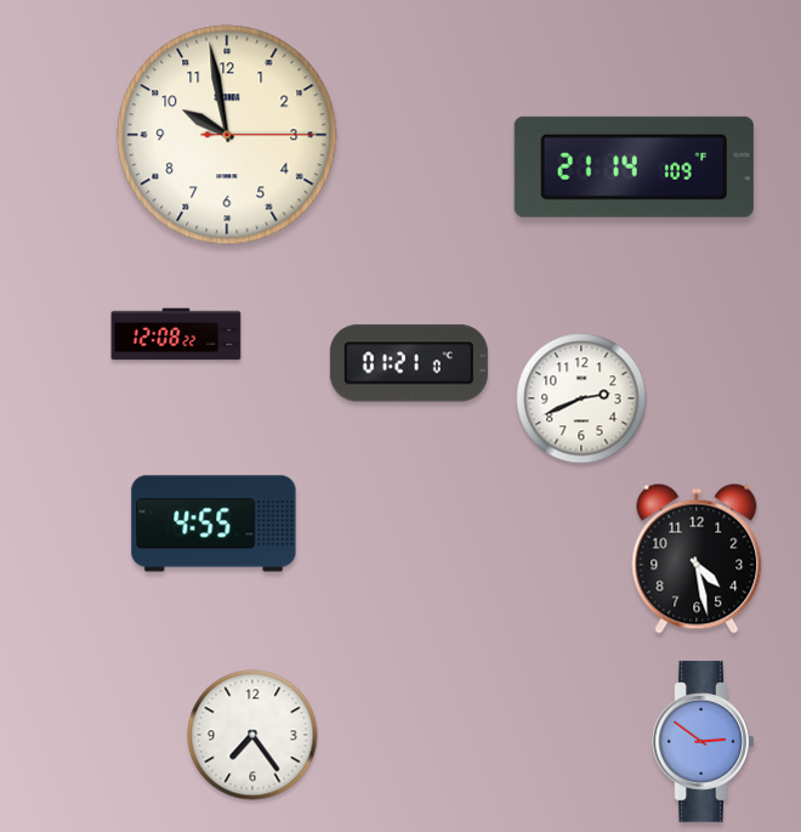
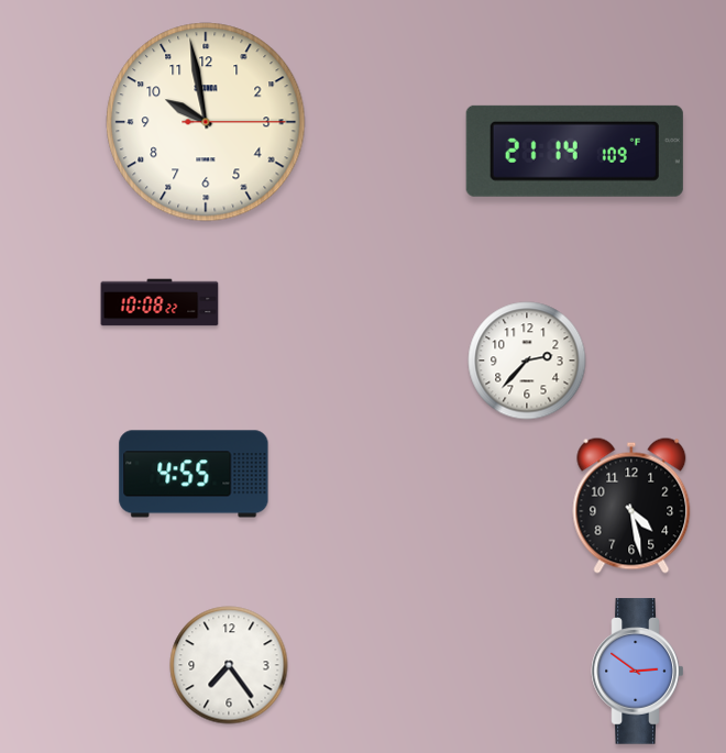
clock at (176, 334): 12:08 -> 10:08
clock at (409, 363): 01:21 -> none
clock at (581, 398): 2:41 -> 2:37
